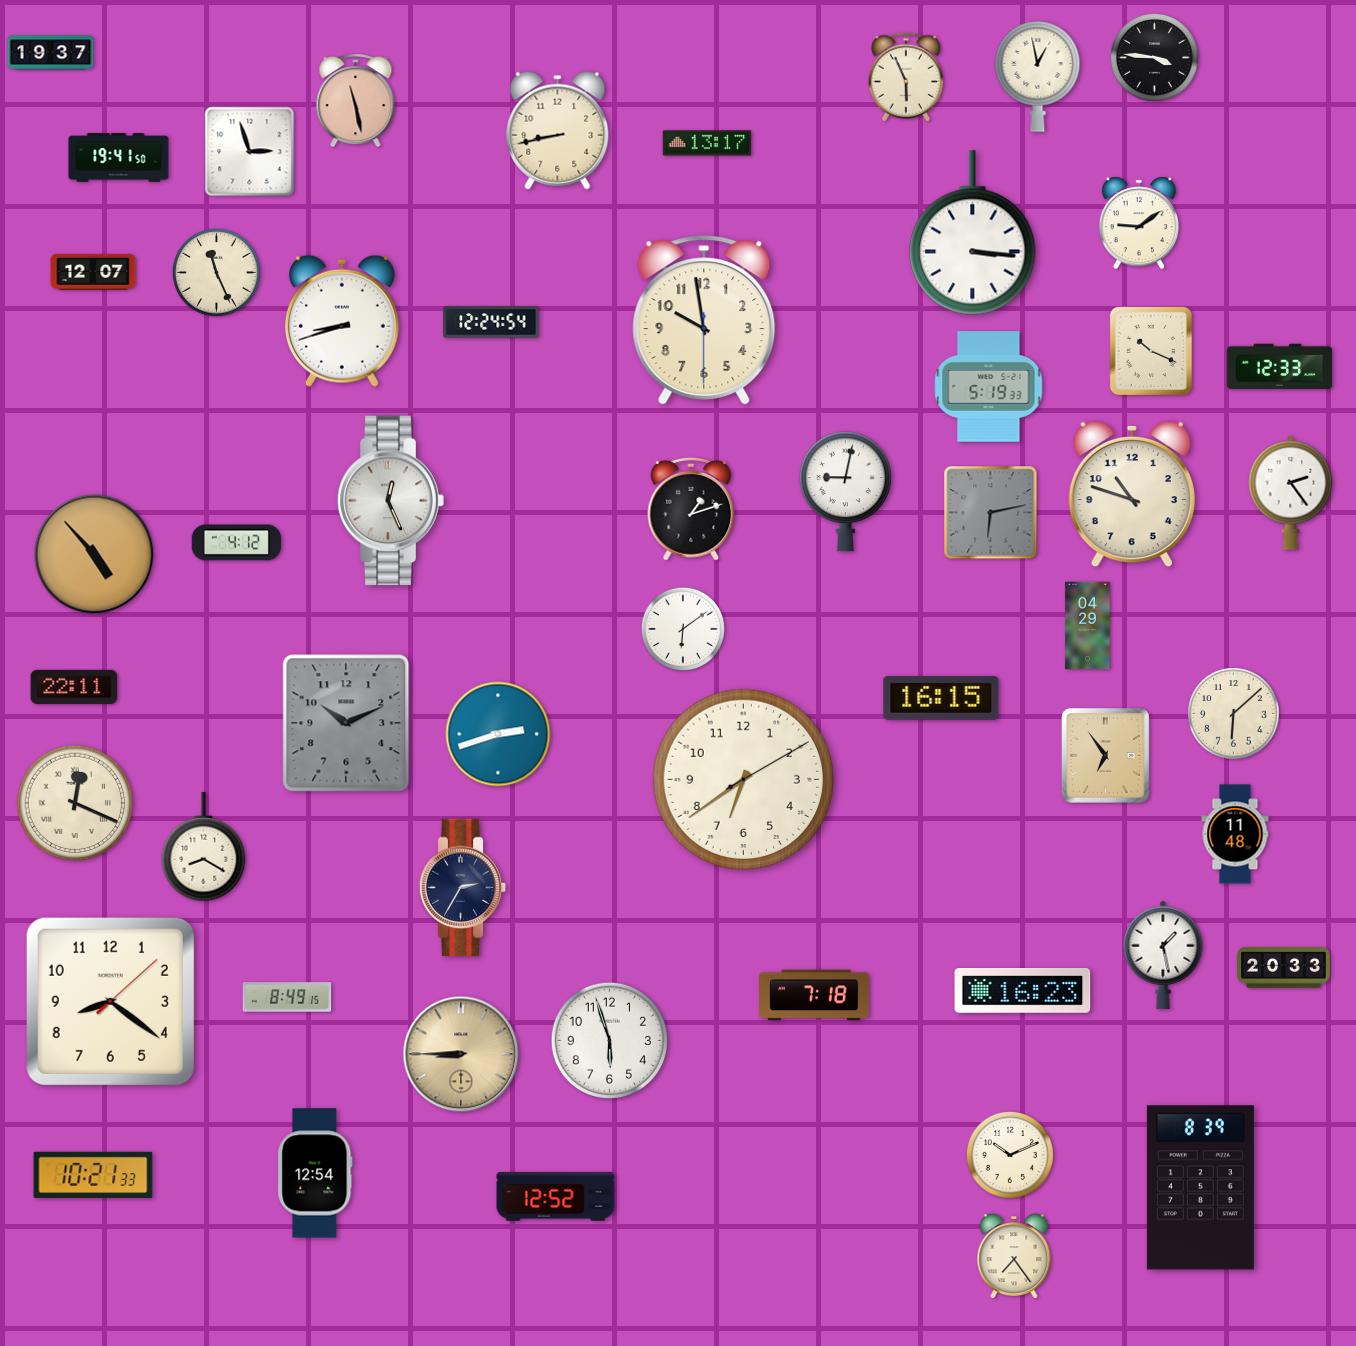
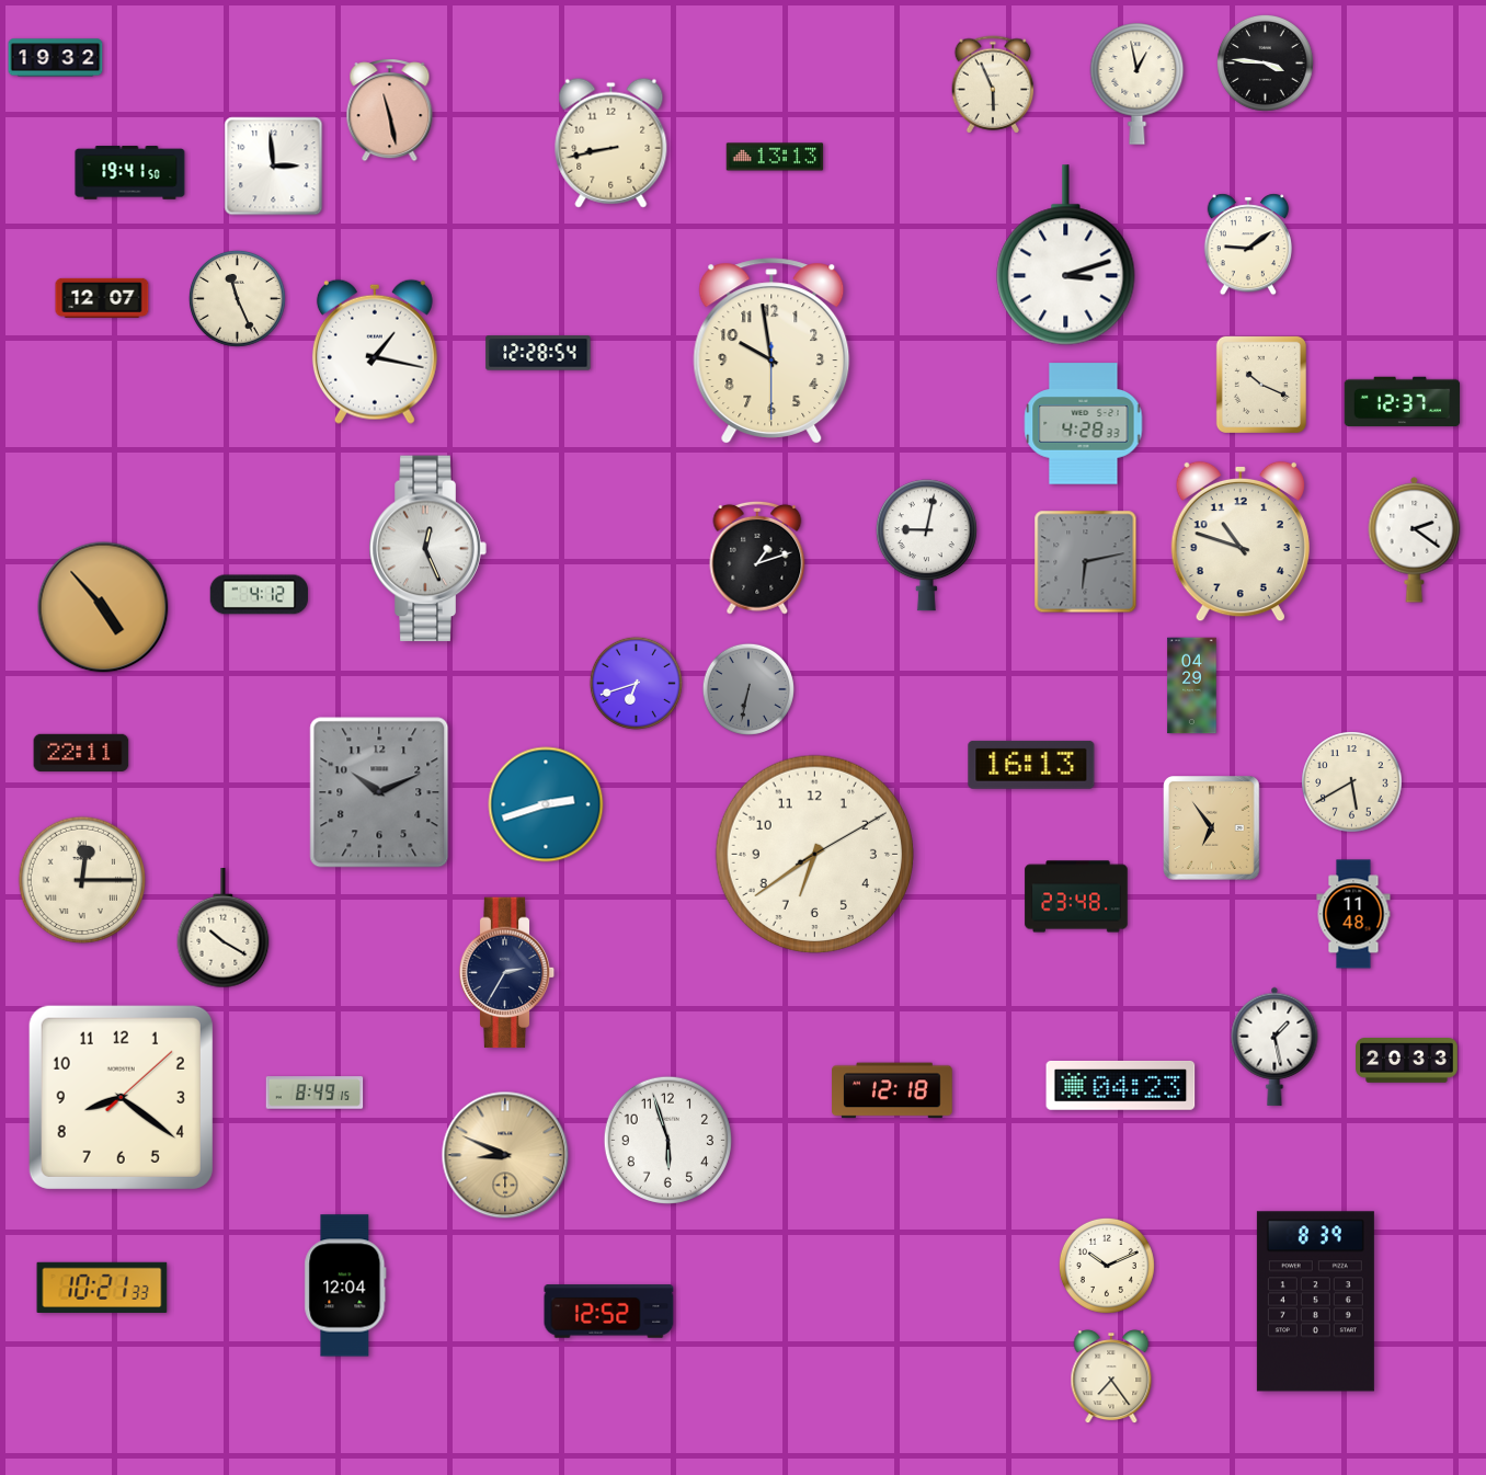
clock at (51, 53): 19:37 -> 19:32
clock at (707, 143): 13:17 -> 13:13
clock at (250, 152): 2:57 -> 2:59
clock at (973, 233): 3:16 -> 3:12
clock at (342, 321): 8:42 -> 1:17
clock at (491, 322): 12:24 -> 12:28
clock at (1280, 367): 12:33 -> 12:37
clock at (989, 387): 5:19 -> 4:28
clock at (845, 492) position: (845, 492) -> (926, 546)
clock at (1291, 492): 2:24 -> 2:21
clock at (636, 683): none -> 6:42
clock at (683, 629): 6:09 -> 6:32
clock at (683, 629) dial: white -> grey
clock at (941, 698): 16:15 -> 16:13
clock at (1234, 714): 6:08 -> 5:40
clock at (74, 802): 12:19 -> 12:15
clock at (1076, 896): none -> 23:48
clock at (204, 847): 8:20 -> 10:20
clock at (1023, 991): 16:23 -> 04:23
clock at (814, 995): 7:18 -> 12:18
clock at (461, 1054): 8:45 -> 8:49
clock at (315, 1173): 12:54 -> 12:04
